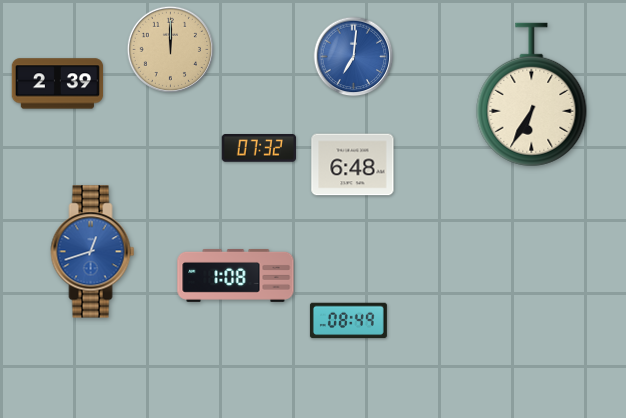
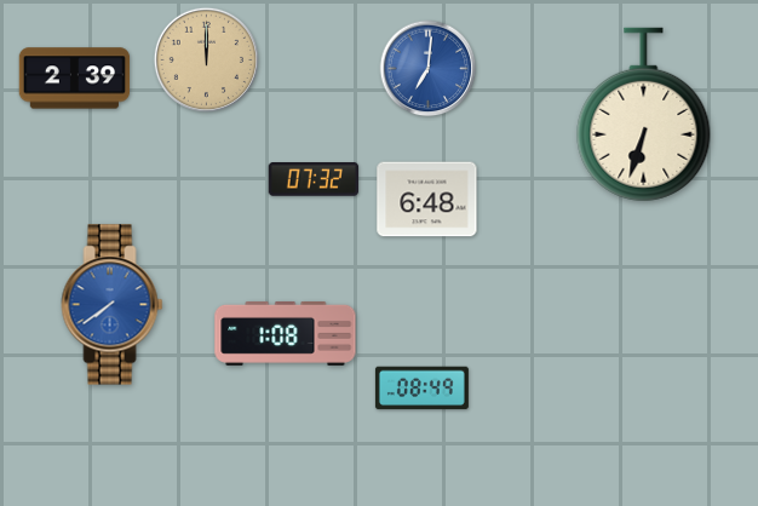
clock at (58, 84) position: (58, 84) -> (75, 79)
clock at (532, 95): 6:35 -> 6:33
clock at (93, 252): 12:42 -> 7:39
